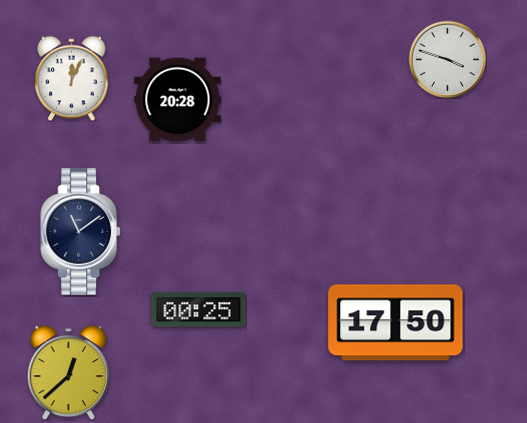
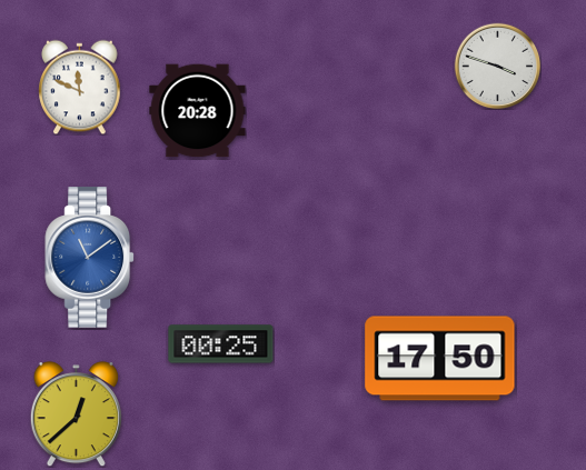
clock at (72, 78): 12:04 -> 11:49
clock at (81, 232) dial: navy -> blue
